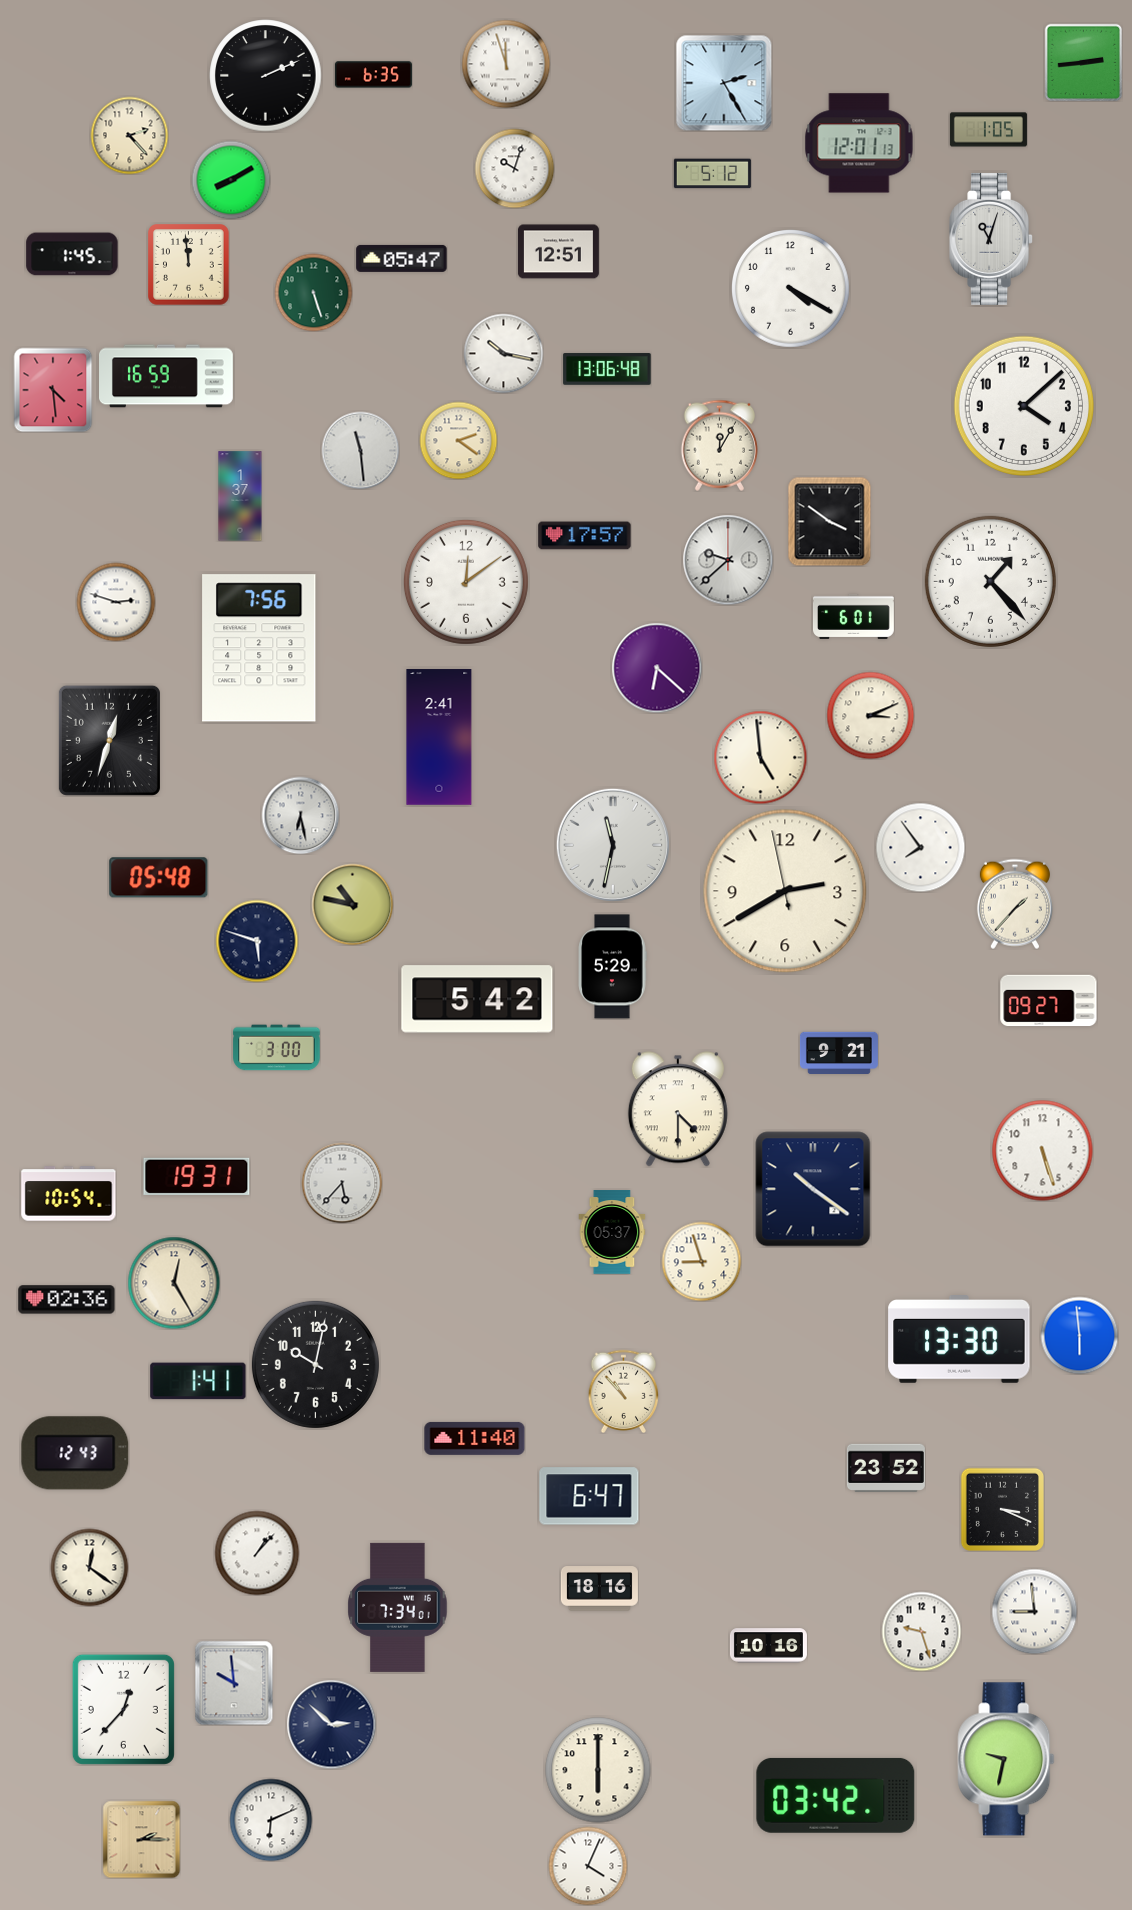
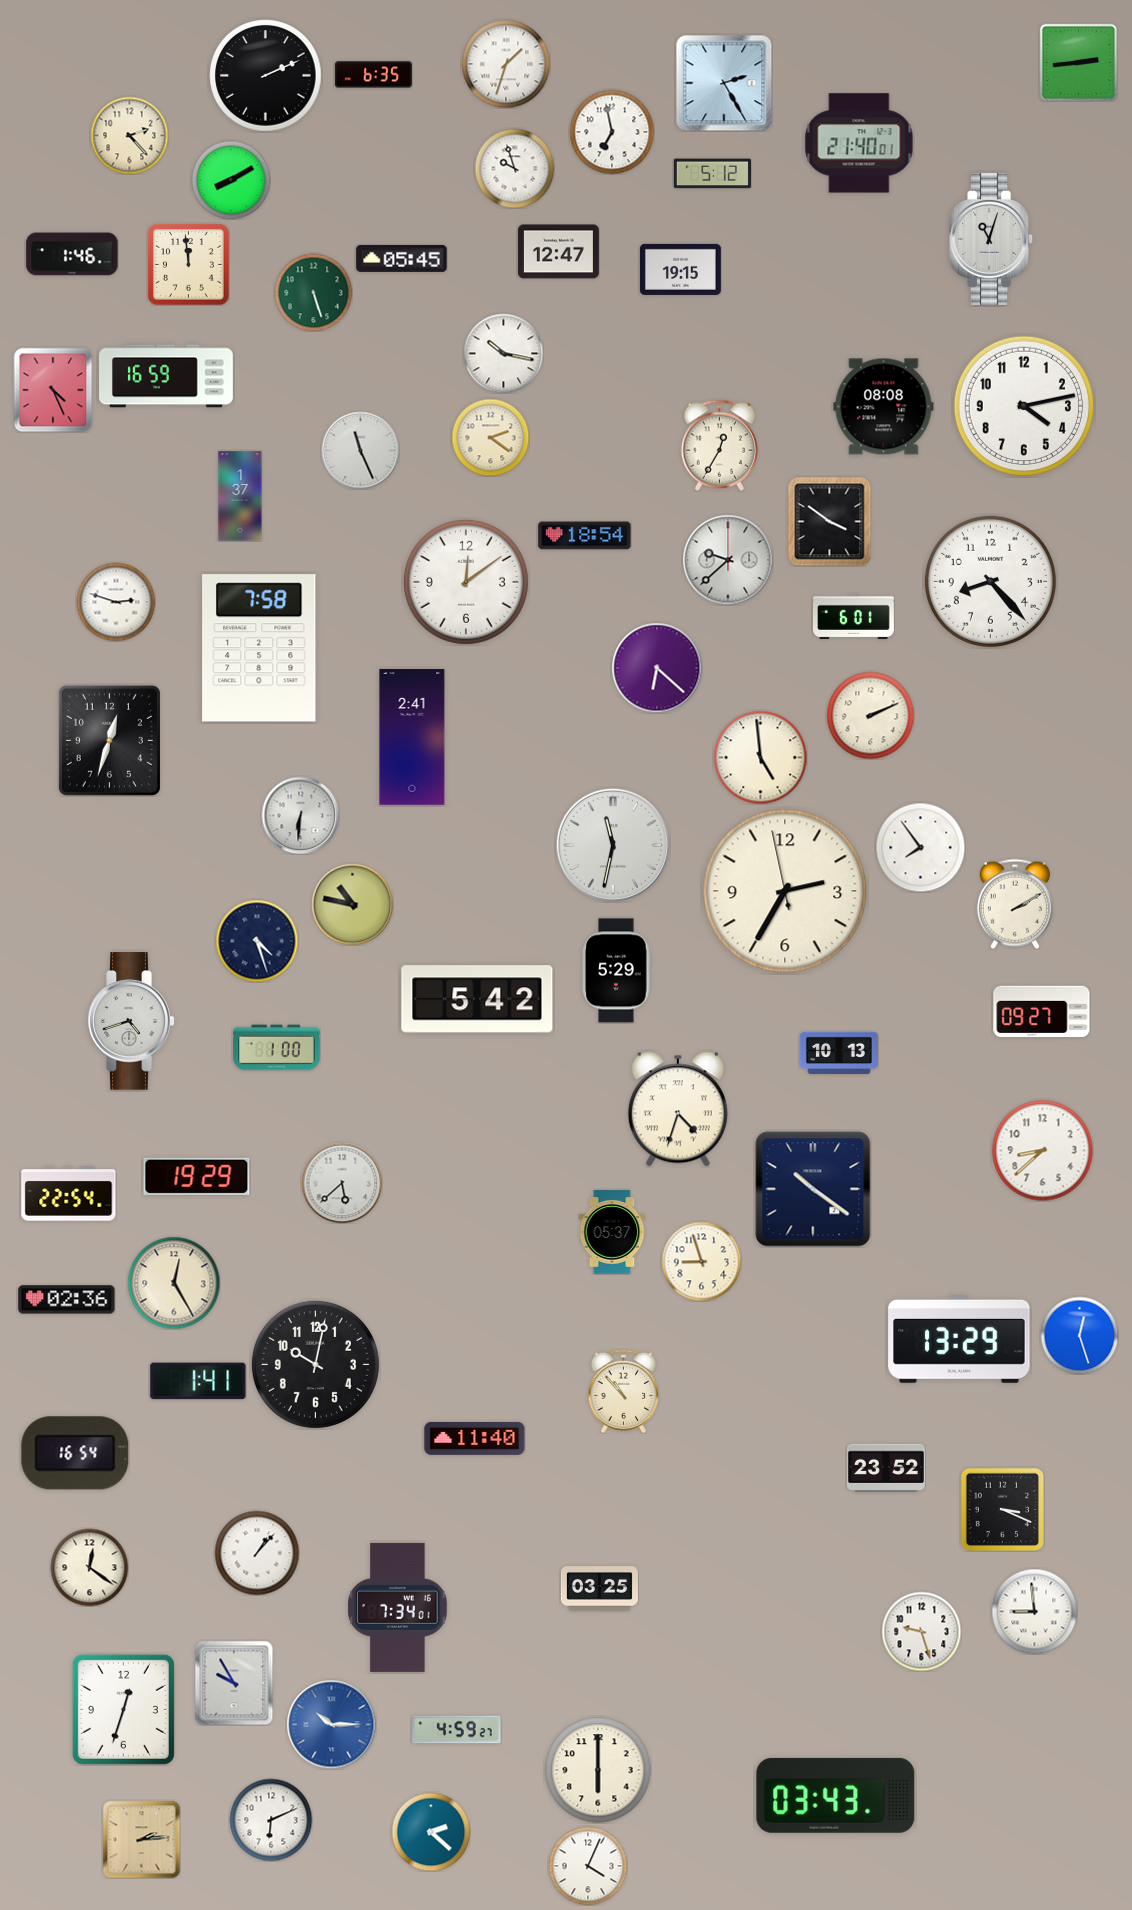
clock at (1083, 62) position: (1083, 62) -> (1078, 62)
clock at (506, 64): 11:57 -> 1:33
clock at (988, 130): 1:05 -> none
clock at (612, 132): none -> 6:58
clock at (859, 143): 12:01 -> 21:40
clock at (514, 168): 10:03 -> 9:57
clock at (558, 252): 12:51 -> 12:47
clock at (72, 254): 1:45 -> 1:46
clock at (402, 258): 05:47 -> 05:45
clock at (680, 269): none -> 19:15
clock at (791, 289): 4:20 -> none
clock at (607, 369): 13:06 -> none
clock at (53, 390): 4:29 -> 4:26
clock at (1023, 405): 4:08 -> 4:13
clock at (884, 407): none -> 08:08
clock at (458, 440) position: (458, 440) -> (490, 437)
clock at (719, 445): 12:05 -> 12:35
clock at (360, 450): 11:29 -> 11:26
clock at (585, 536): 17:57 -> 18:54
clock at (990, 581): 1:23 -> 8:23
clock at (259, 648): 7:56 -> 7:58
clock at (870, 715): 3:11 -> 2:11
clock at (439, 737) position: (439, 737) -> (412, 737)
clock at (300, 815): 6:28 -> 6:31
clock at (159, 878): 05:48 -> none
clock at (785, 891): 2:39 -> 2:34
clock at (1015, 904): 1:37 -> 2:10
clock at (257, 941): 5:48 -> 4:27
clock at (612, 967) position: (612, 967) -> (616, 971)
clock at (1049, 1001) position: (1049, 1001) -> (1042, 1012)
clock at (131, 1021): none -> 4:42
clock at (277, 1048): 3:00 -> 1:00
clock at (839, 1052): 9:21 -> 10:13
clock at (678, 1109): 4:30 -> 4:33
clock at (1043, 1151): 5:27 -> 8:38
clock at (197, 1176): 19:31 -> 19:29
clock at (342, 1183): 5:37 -> 5:38
clock at (69, 1194): 10:54 -> 22:54
clock at (1079, 1335): 5:59 -> 12:27
clock at (959, 1340): 13:30 -> 13:29
clock at (75, 1453): 12:43 -> 16:54
clock at (589, 1496): 6:47 -> none
clock at (599, 1589): 18:16 -> 03:25
clock at (768, 1646): 10:16 -> none
clock at (234, 1683): 9:59 -> 9:55
clock at (123, 1709): 12:37 -> 12:33
clock at (331, 1724): 2:52 -> 10:15
clock at (331, 1724) dial: navy -> blue
clock at (457, 1730): none -> 4:59
clock at (1006, 1759): 9:32 -> none
clock at (836, 1795): 03:42 -> 03:43
clock at (431, 1832): none -> 2:22
clock at (141, 1839): 2:15 -> 2:14
